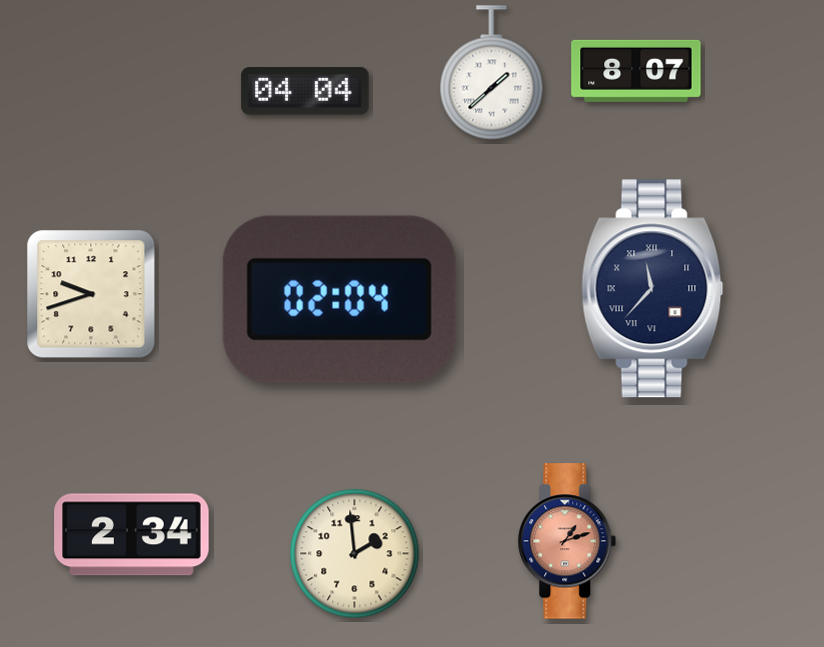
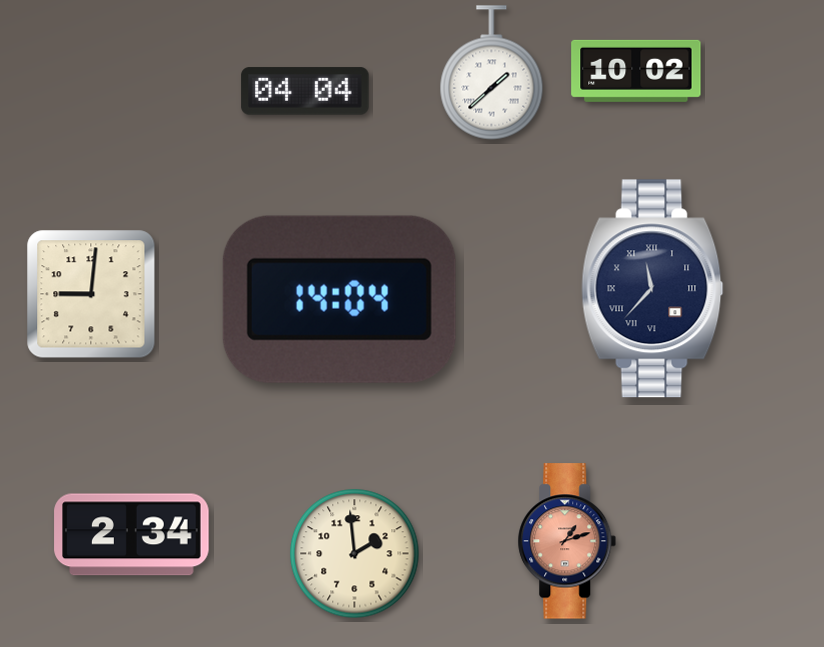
clock at (636, 71): 8:07 -> 10:02
clock at (91, 294): 9:42 -> 9:01
clock at (339, 299): 02:04 -> 14:04
